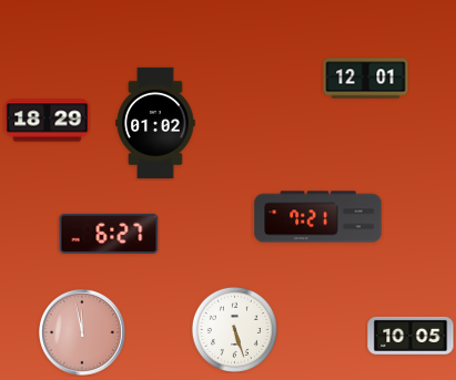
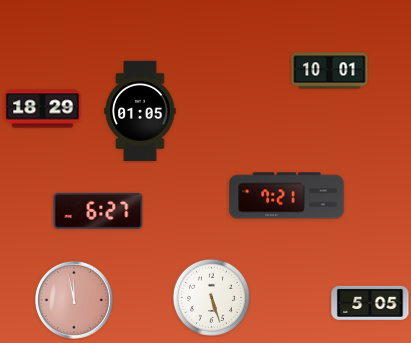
clock at (366, 79): 12:01 -> 10:01
clock at (155, 123): 01:02 -> 01:05
clock at (411, 336): 10:05 -> 5:05
